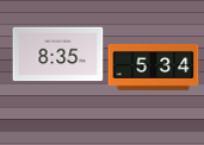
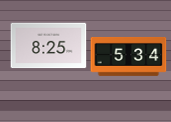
clock at (58, 55): 8:35 -> 8:25
